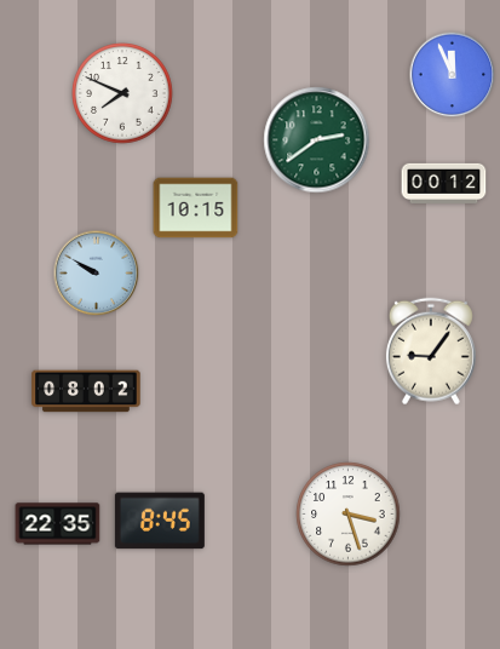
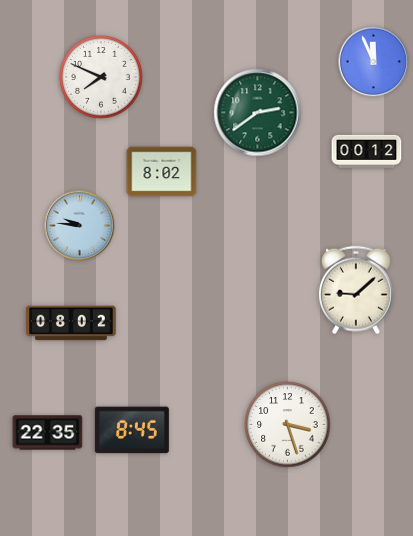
clock at (317, 140) position: (317, 140) -> (258, 113)
clock at (196, 208): 10:15 -> 8:02
clock at (97, 274): 9:50 -> 9:46
clock at (431, 351): 9:06 -> 9:08
